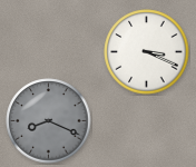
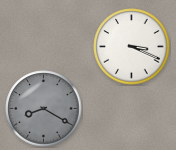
clock at (49, 121): 8:19 -> 8:20
